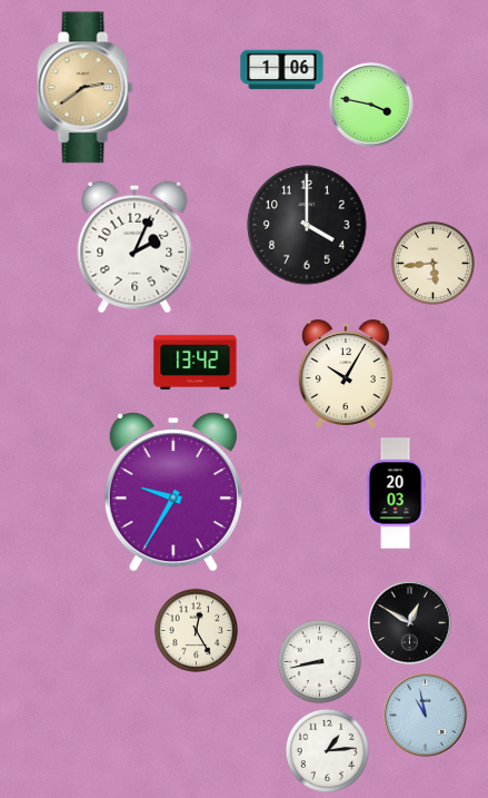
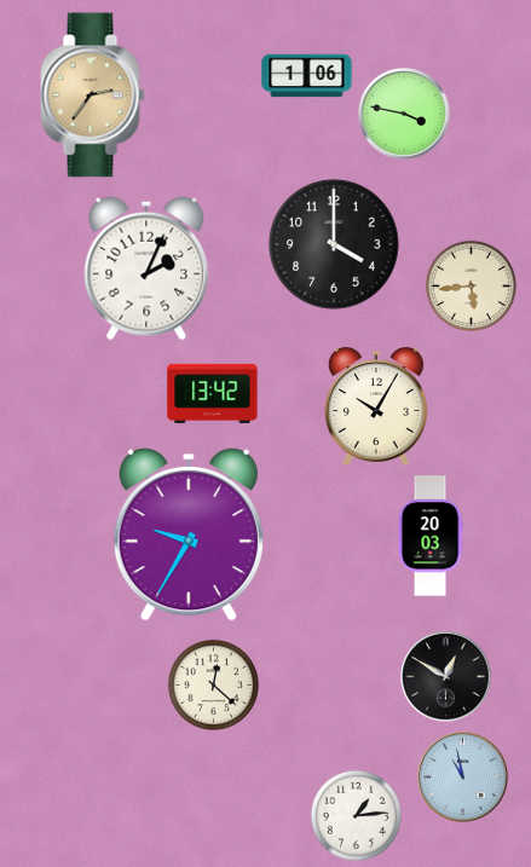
clock at (86, 88): 2:39 -> 2:36
clock at (196, 630): 12:25 -> 12:22
clock at (319, 661): 8:43 -> none
